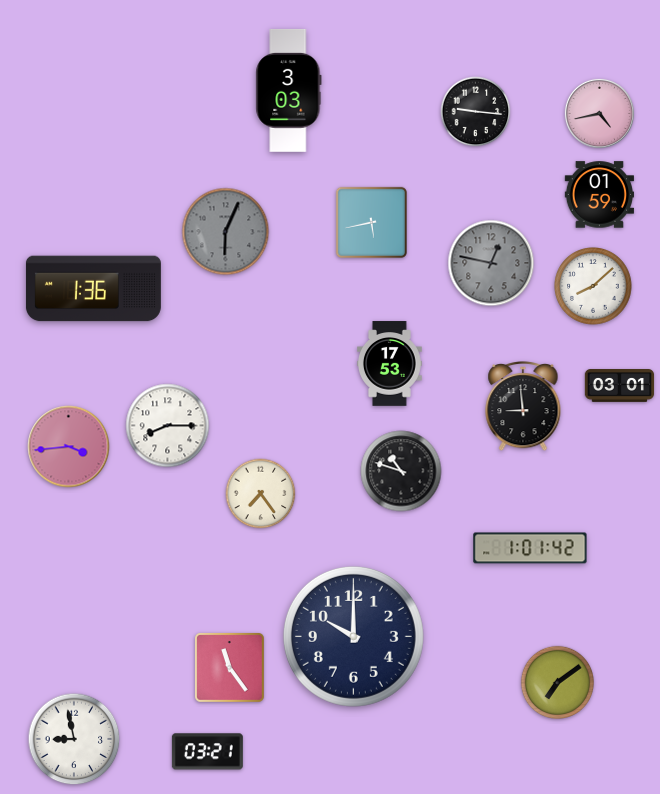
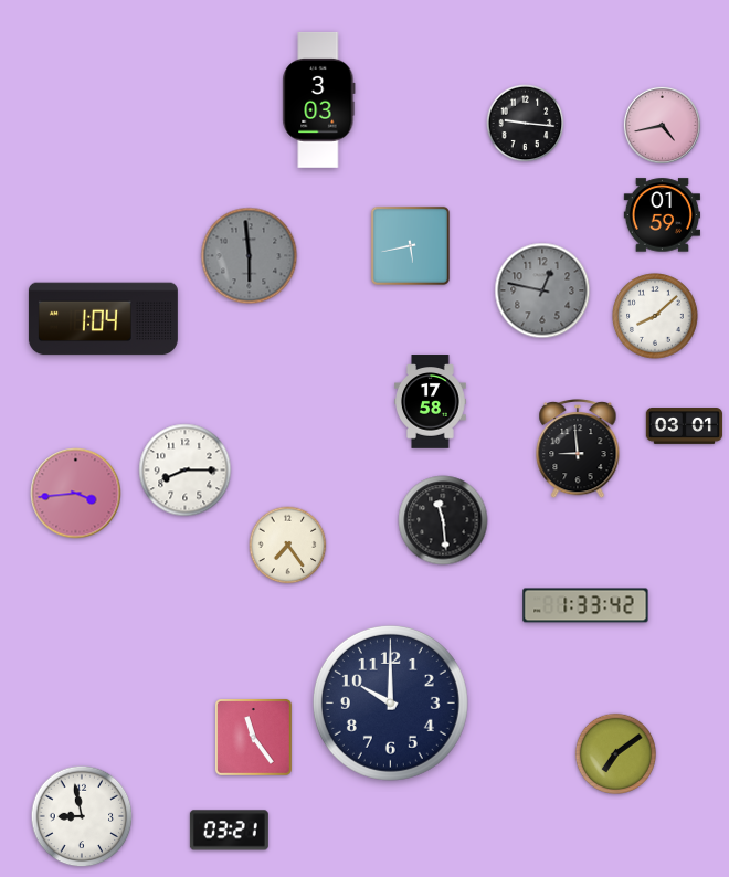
clock at (226, 232): 6:04 -> 5:59
clock at (93, 289): 1:36 -> 1:04
clock at (390, 364): 17:53 -> 17:58
clock at (401, 471): 10:48 -> 11:29
clock at (530, 548): 1:01 -> 1:33
